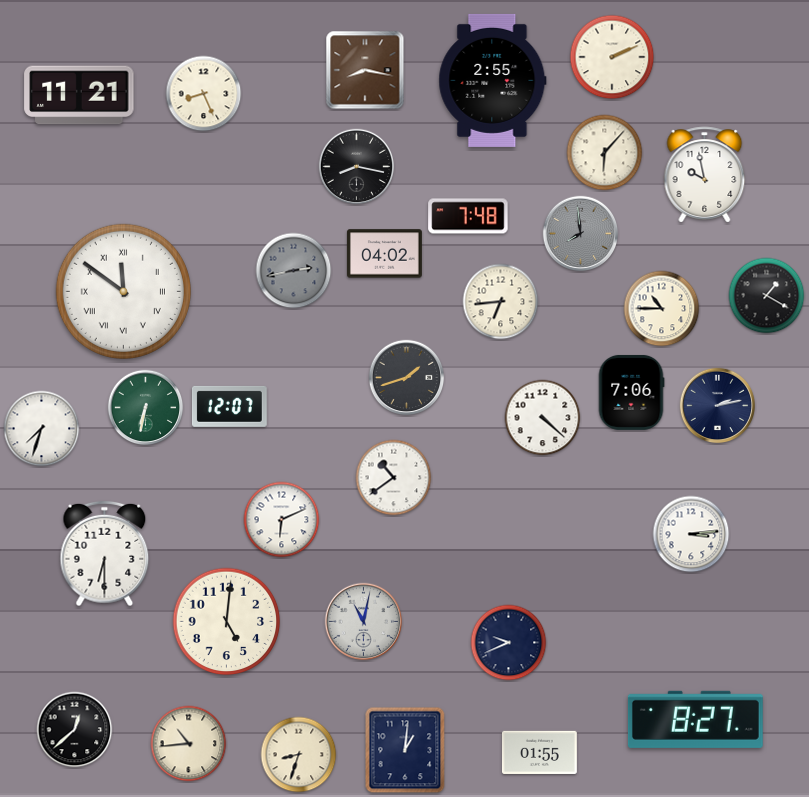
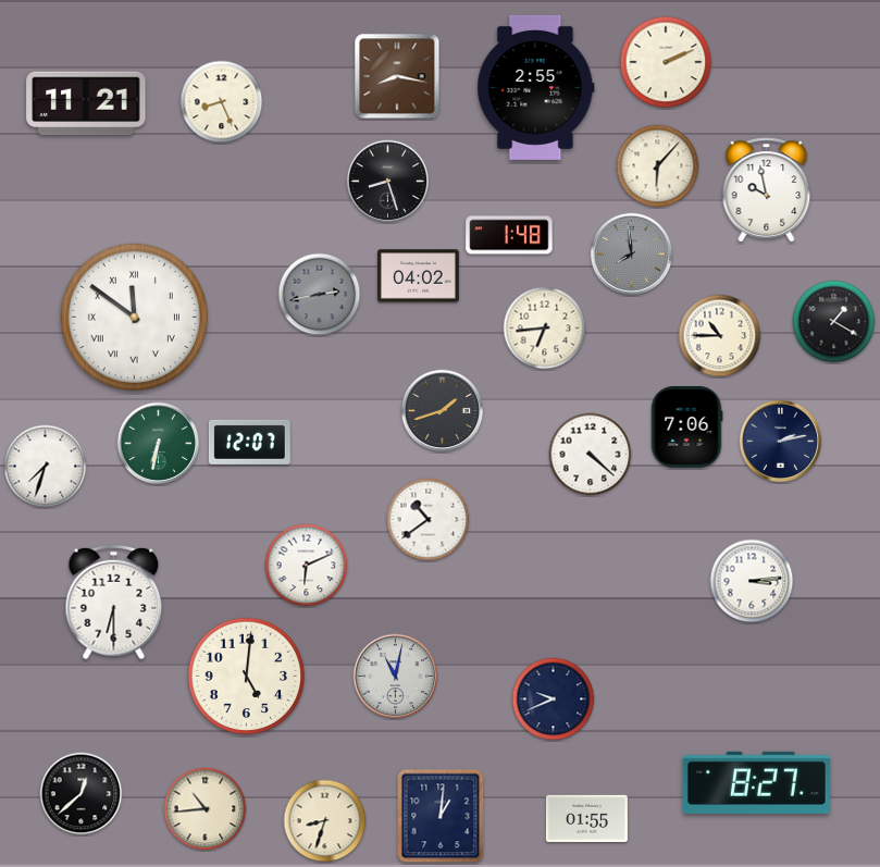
clock at (357, 167): 8:17 -> 8:27
clock at (468, 216): 7:48 -> 1:48
